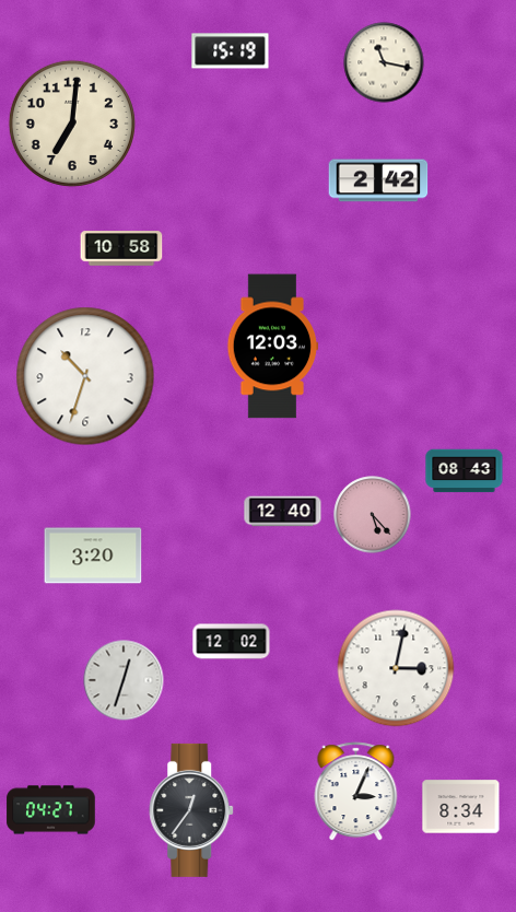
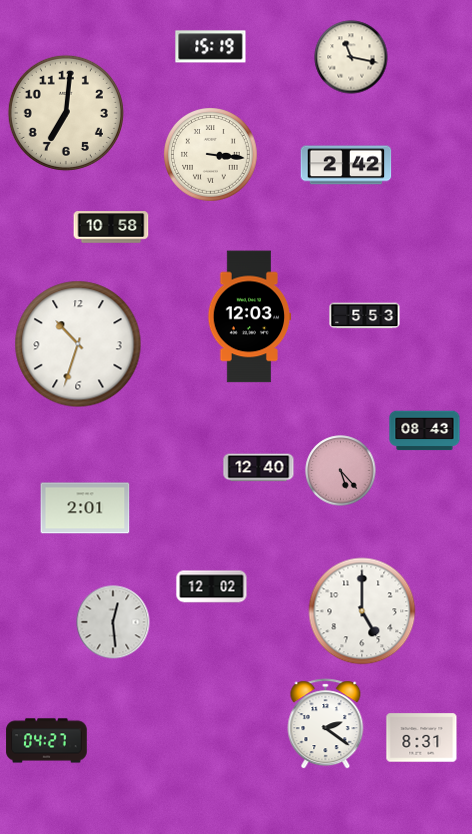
clock at (211, 155): none -> 3:16
clock at (365, 316): none -> 5:53
clock at (93, 556): 3:20 -> 2:01
clock at (396, 668): 3:02 -> 5:00
clock at (124, 680): 12:33 -> 12:29
clock at (356, 792): 3:04 -> 2:21
clock at (461, 807): 8:34 -> 8:31
clock at (192, 810): 12:36 -> none
